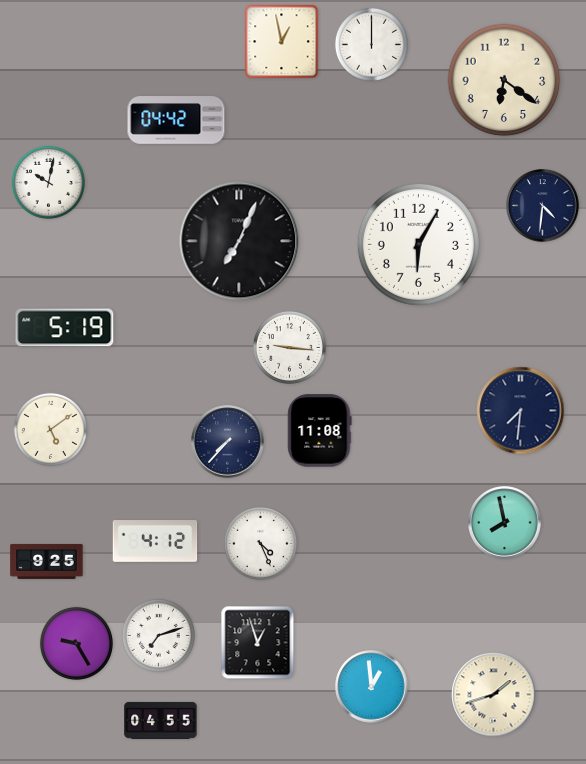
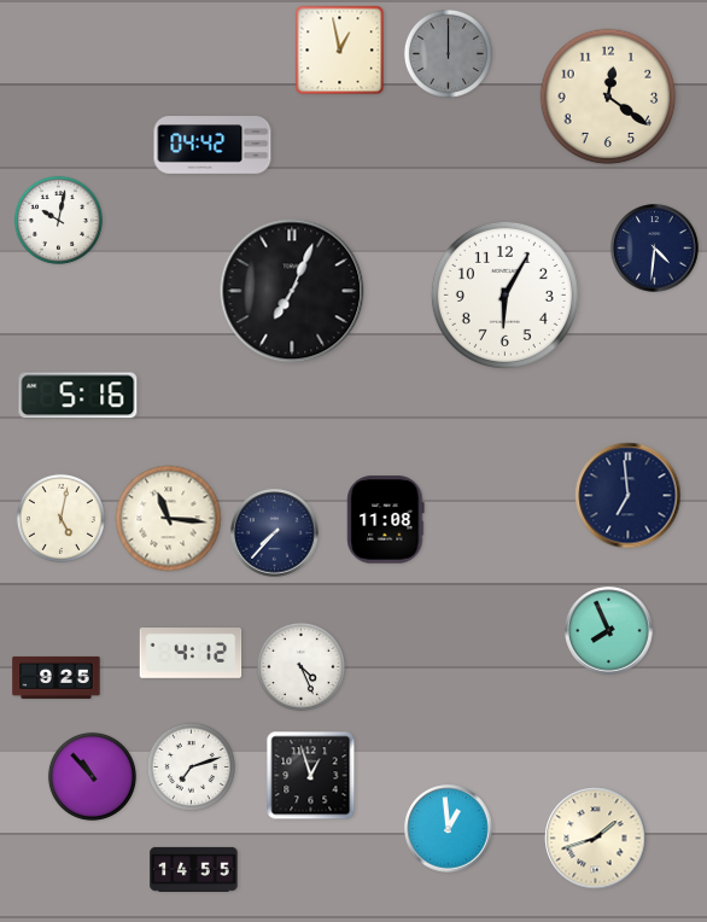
clock at (371, 44) dial: white -> grey
clock at (504, 80): 6:21 -> 12:21
clock at (239, 241) position: (239, 241) -> (292, 291)
clock at (65, 328): 5:19 -> 5:16
clock at (289, 347): 9:16 -> none
clock at (521, 411): 7:31 -> 6:59
clock at (50, 429): 5:09 -> 5:02
clock at (169, 519): none -> 11:16
clock at (505, 523): 7:58 -> 7:56
clock at (155, 541) position: (155, 541) -> (191, 653)
clock at (260, 543) position: (260, 543) -> (300, 666)
clock at (76, 643): 9:25 -> 10:53
clock at (161, 720): 04:55 -> 14:55
